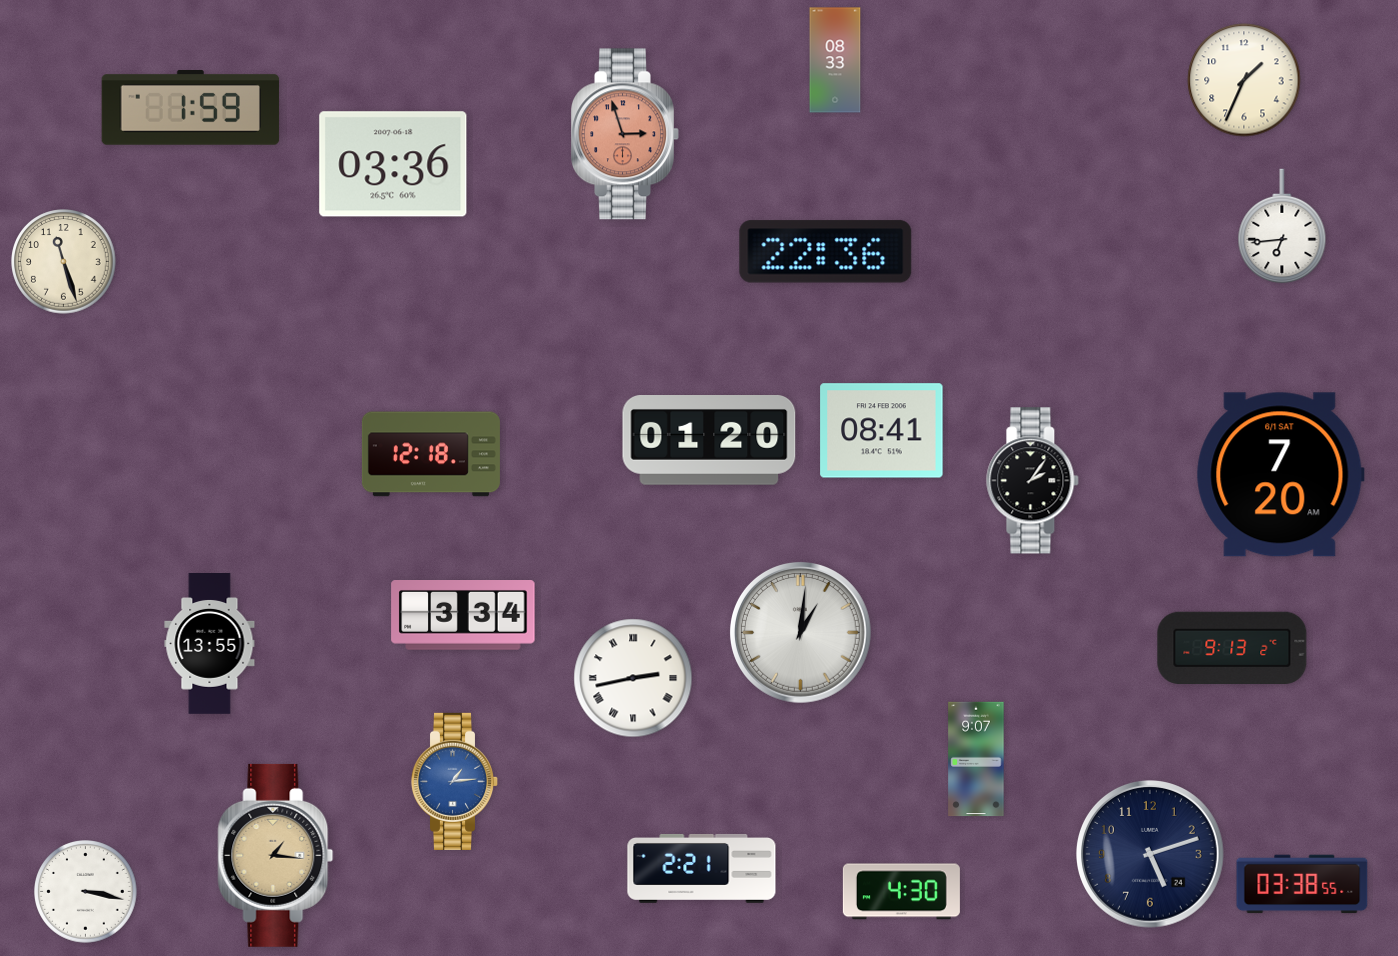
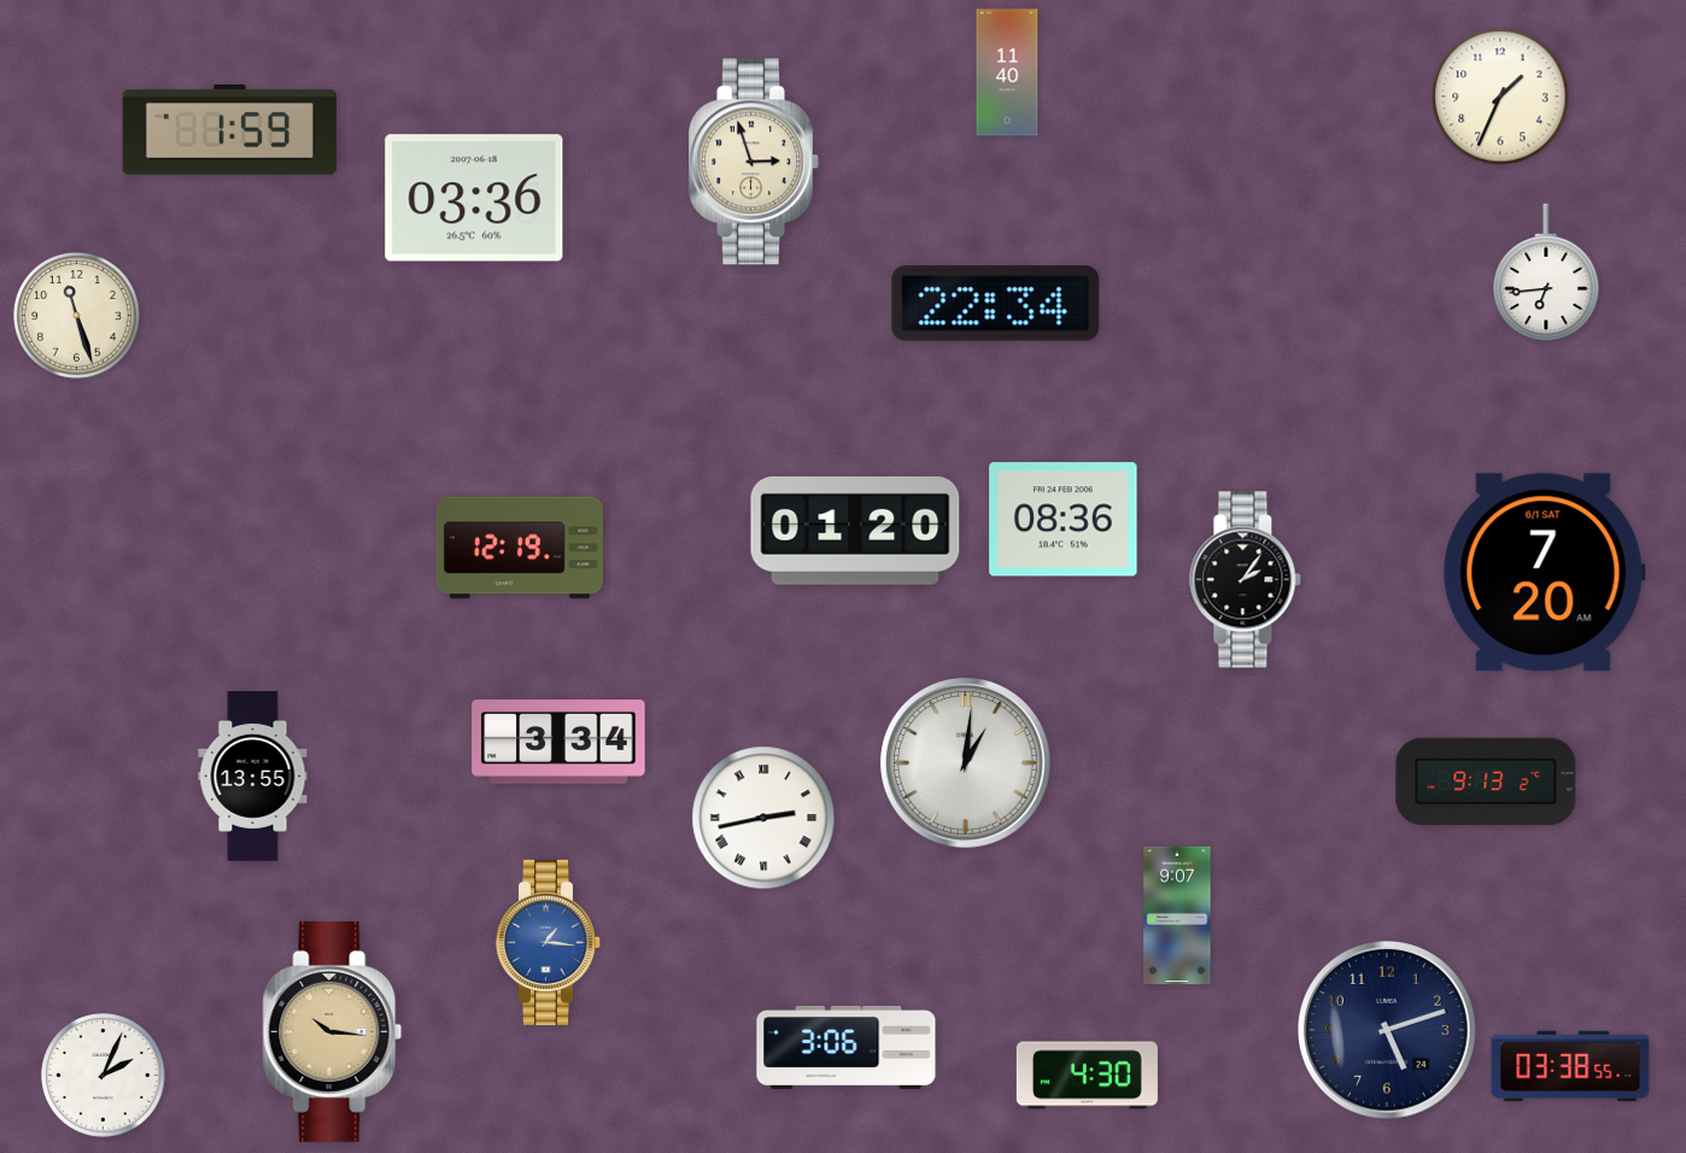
clock at (835, 60): 08:33 -> 11:40
clock at (626, 134) dial: salmon -> cream
clock at (826, 252): 22:36 -> 22:34
clock at (882, 431): 08:41 -> 08:36
clock at (431, 454): 12:18 -> 12:19
clock at (455, 781): 1:14 -> 1:16
clock at (276, 855): 1:16 -> 10:16
clock at (702, 868): 2:21 -> 3:06
clock at (86, 892): 3:17 -> 2:04
